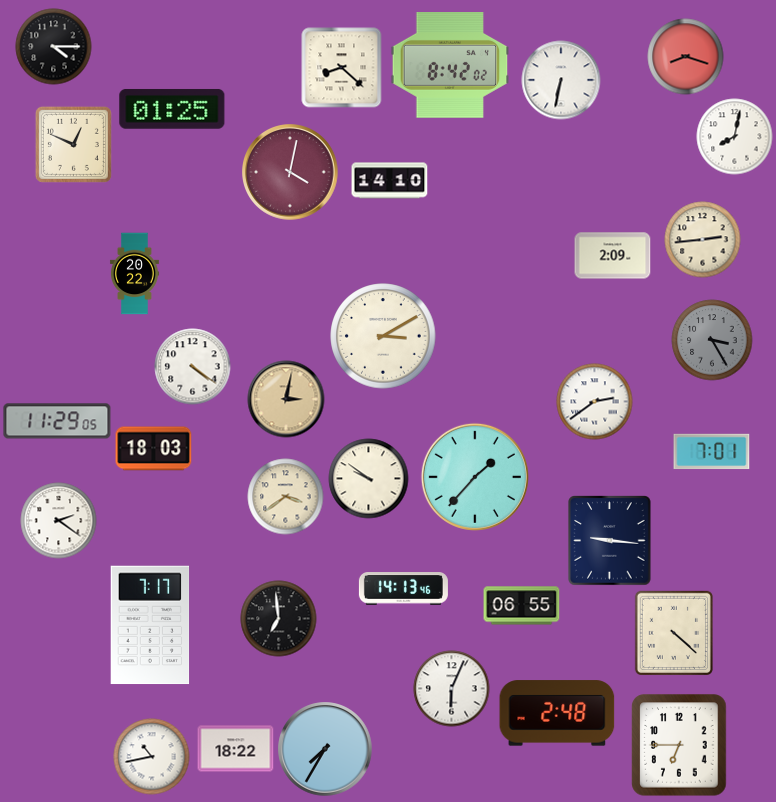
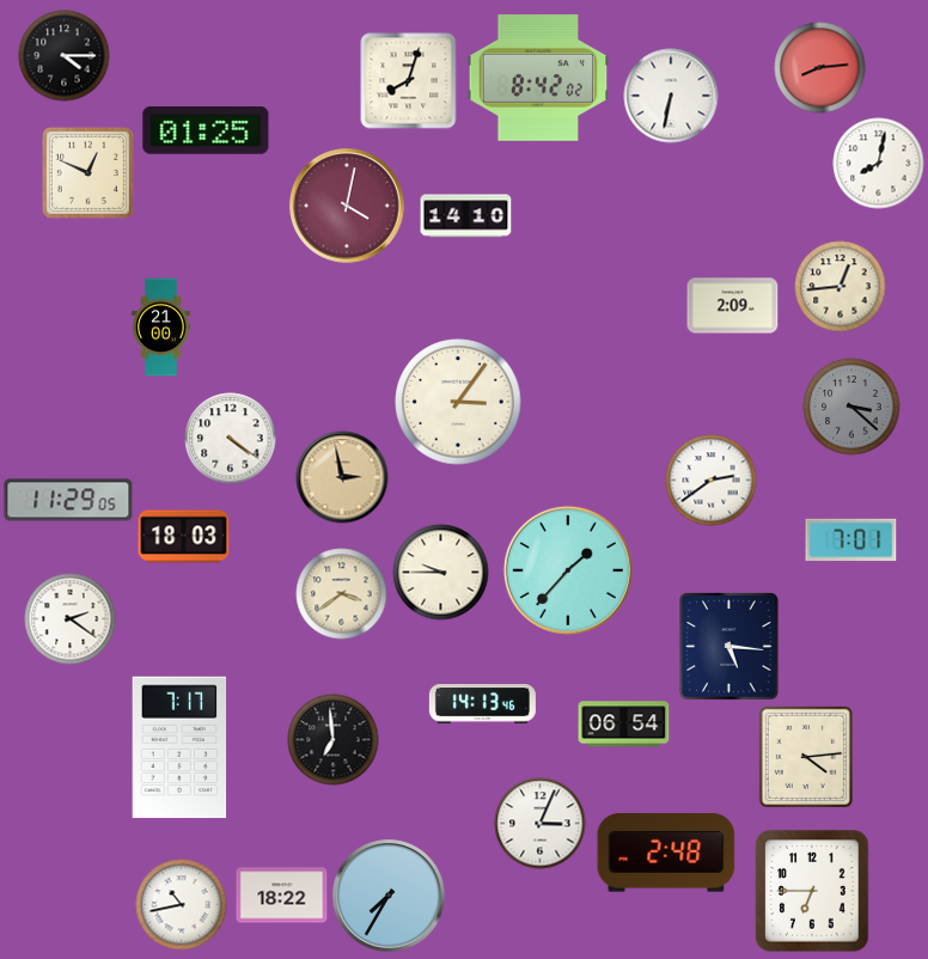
clock at (686, 57): 8:18 -> 8:14
clock at (342, 68): 8:22 -> 8:03
clock at (703, 240): 2:44 -> 12:44
clock at (134, 274): 20:22 -> 21:00
clock at (383, 336): 3:10 -> 3:06
clock at (712, 340): 3:25 -> 3:22
clock at (286, 399): 3:02 -> 2:58
clock at (57, 421) position: (57, 421) -> (68, 500)
clock at (369, 479): 9:51 -> 9:45
clock at (59, 521) position: (59, 521) -> (71, 619)
clock at (610, 541): 9:16 -> 5:16
clock at (522, 606): 06:55 -> 06:54
clock at (673, 632): 4:22 -> 4:14
clock at (452, 689): 6:04 -> 3:04
